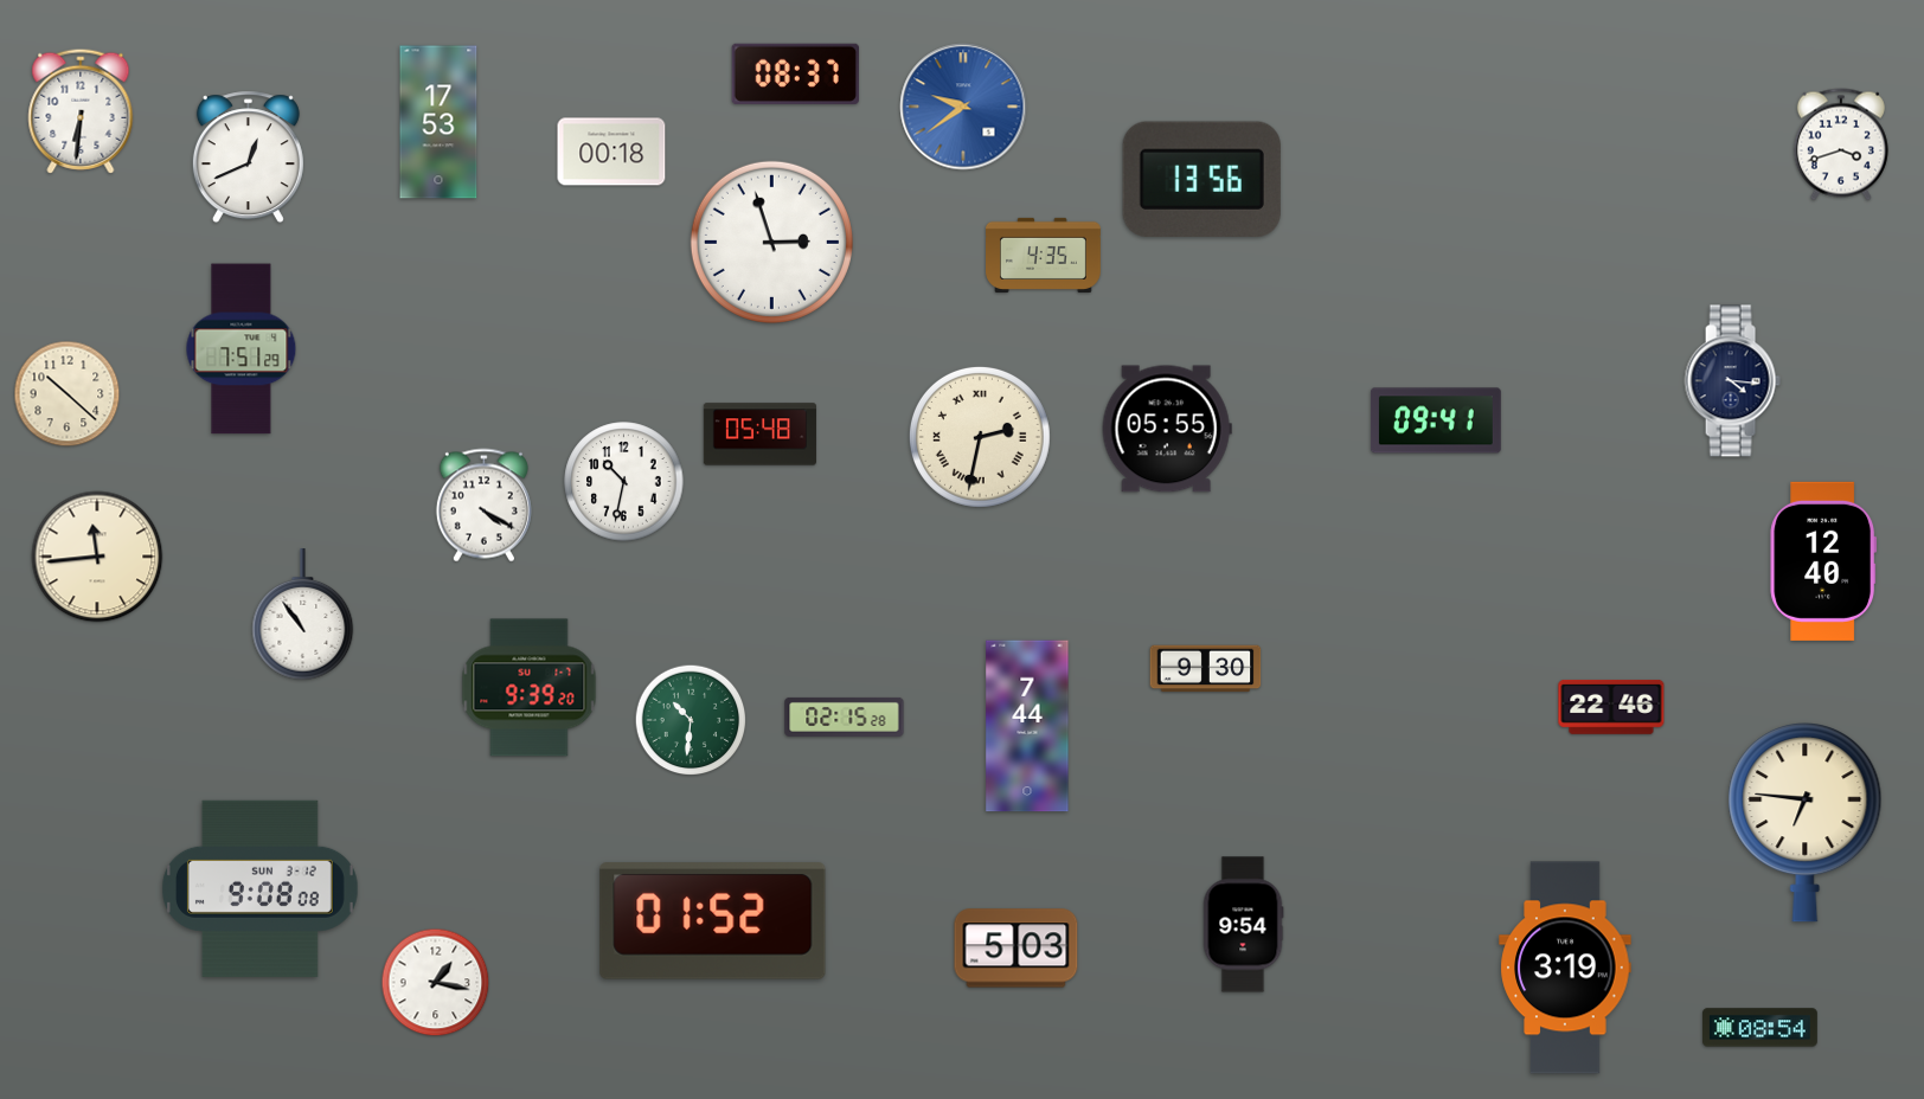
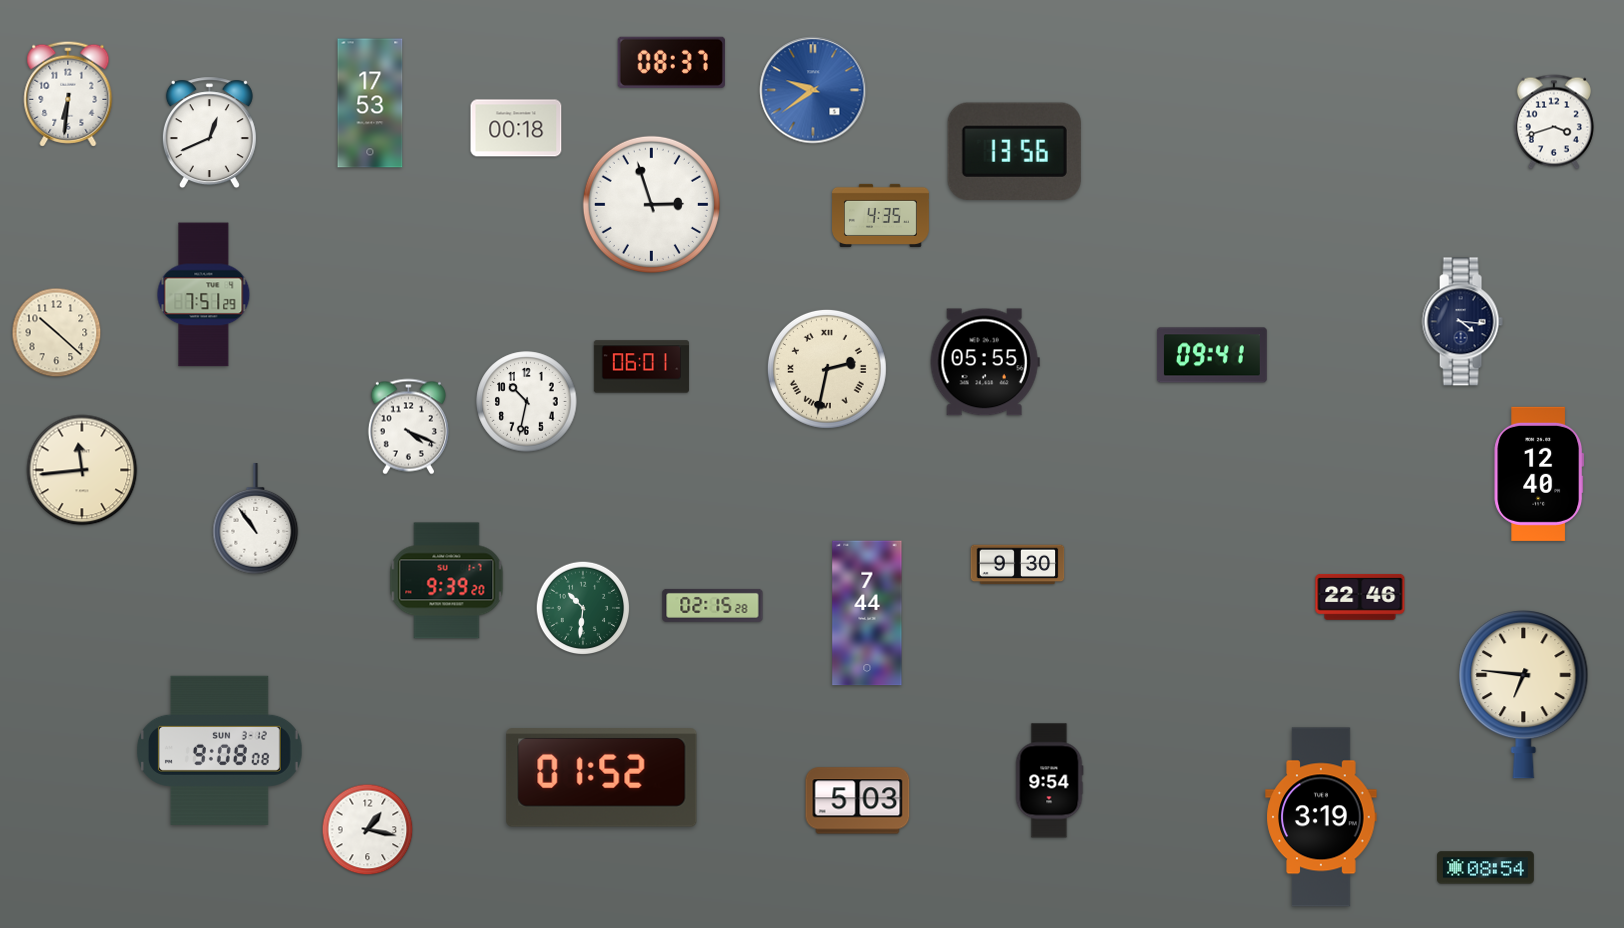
clock at (759, 435): 05:48 -> 06:01
clock at (624, 482) position: (624, 482) -> (527, 402)
clock at (483, 506): 4:20 -> 4:19
